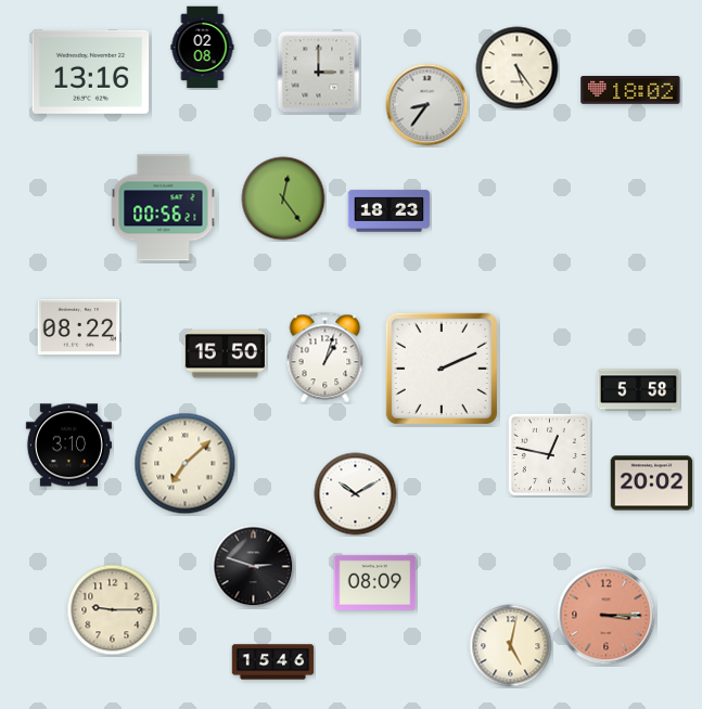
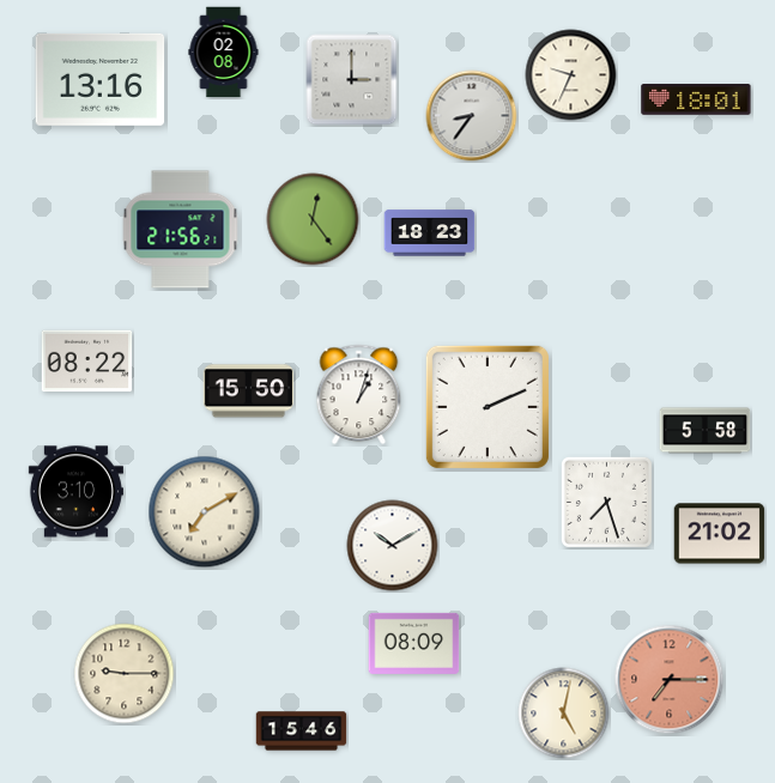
clock at (518, 68): 5:24 -> 9:34
clock at (630, 91): 18:02 -> 18:01
clock at (164, 208): 00:56 -> 21:56
clock at (549, 454): 12:47 -> 7:27
clock at (186, 464): 7:08 -> 7:10
clock at (652, 484): 20:02 -> 21:02
clock at (254, 567): 2:48 -> none
clock at (607, 616): 3:15 -> 7:15
